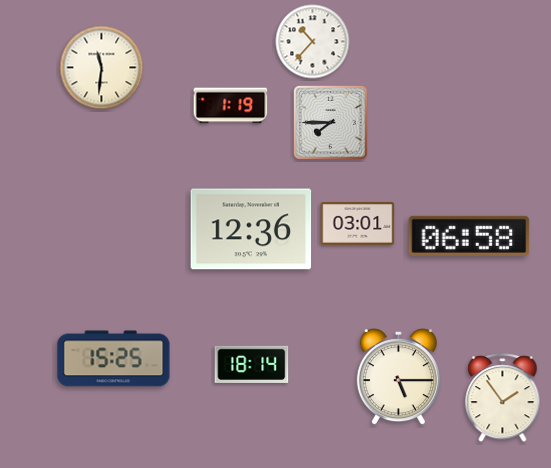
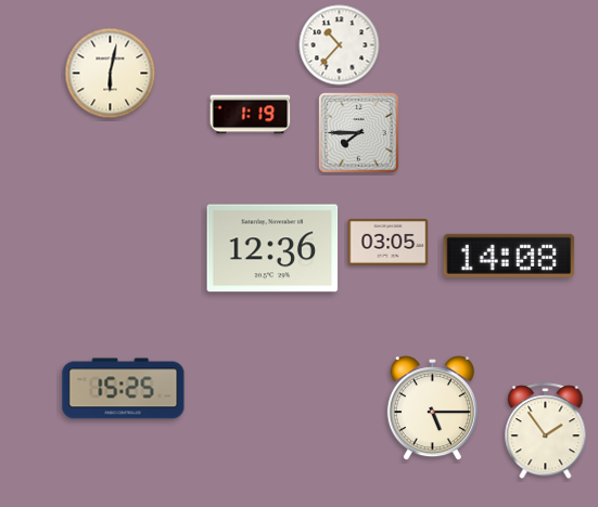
clock at (102, 68): 11:31 -> 6:02
clock at (358, 223): 03:01 -> 03:05
clock at (469, 236): 06:58 -> 14:08
clock at (252, 364): 18:14 -> none
